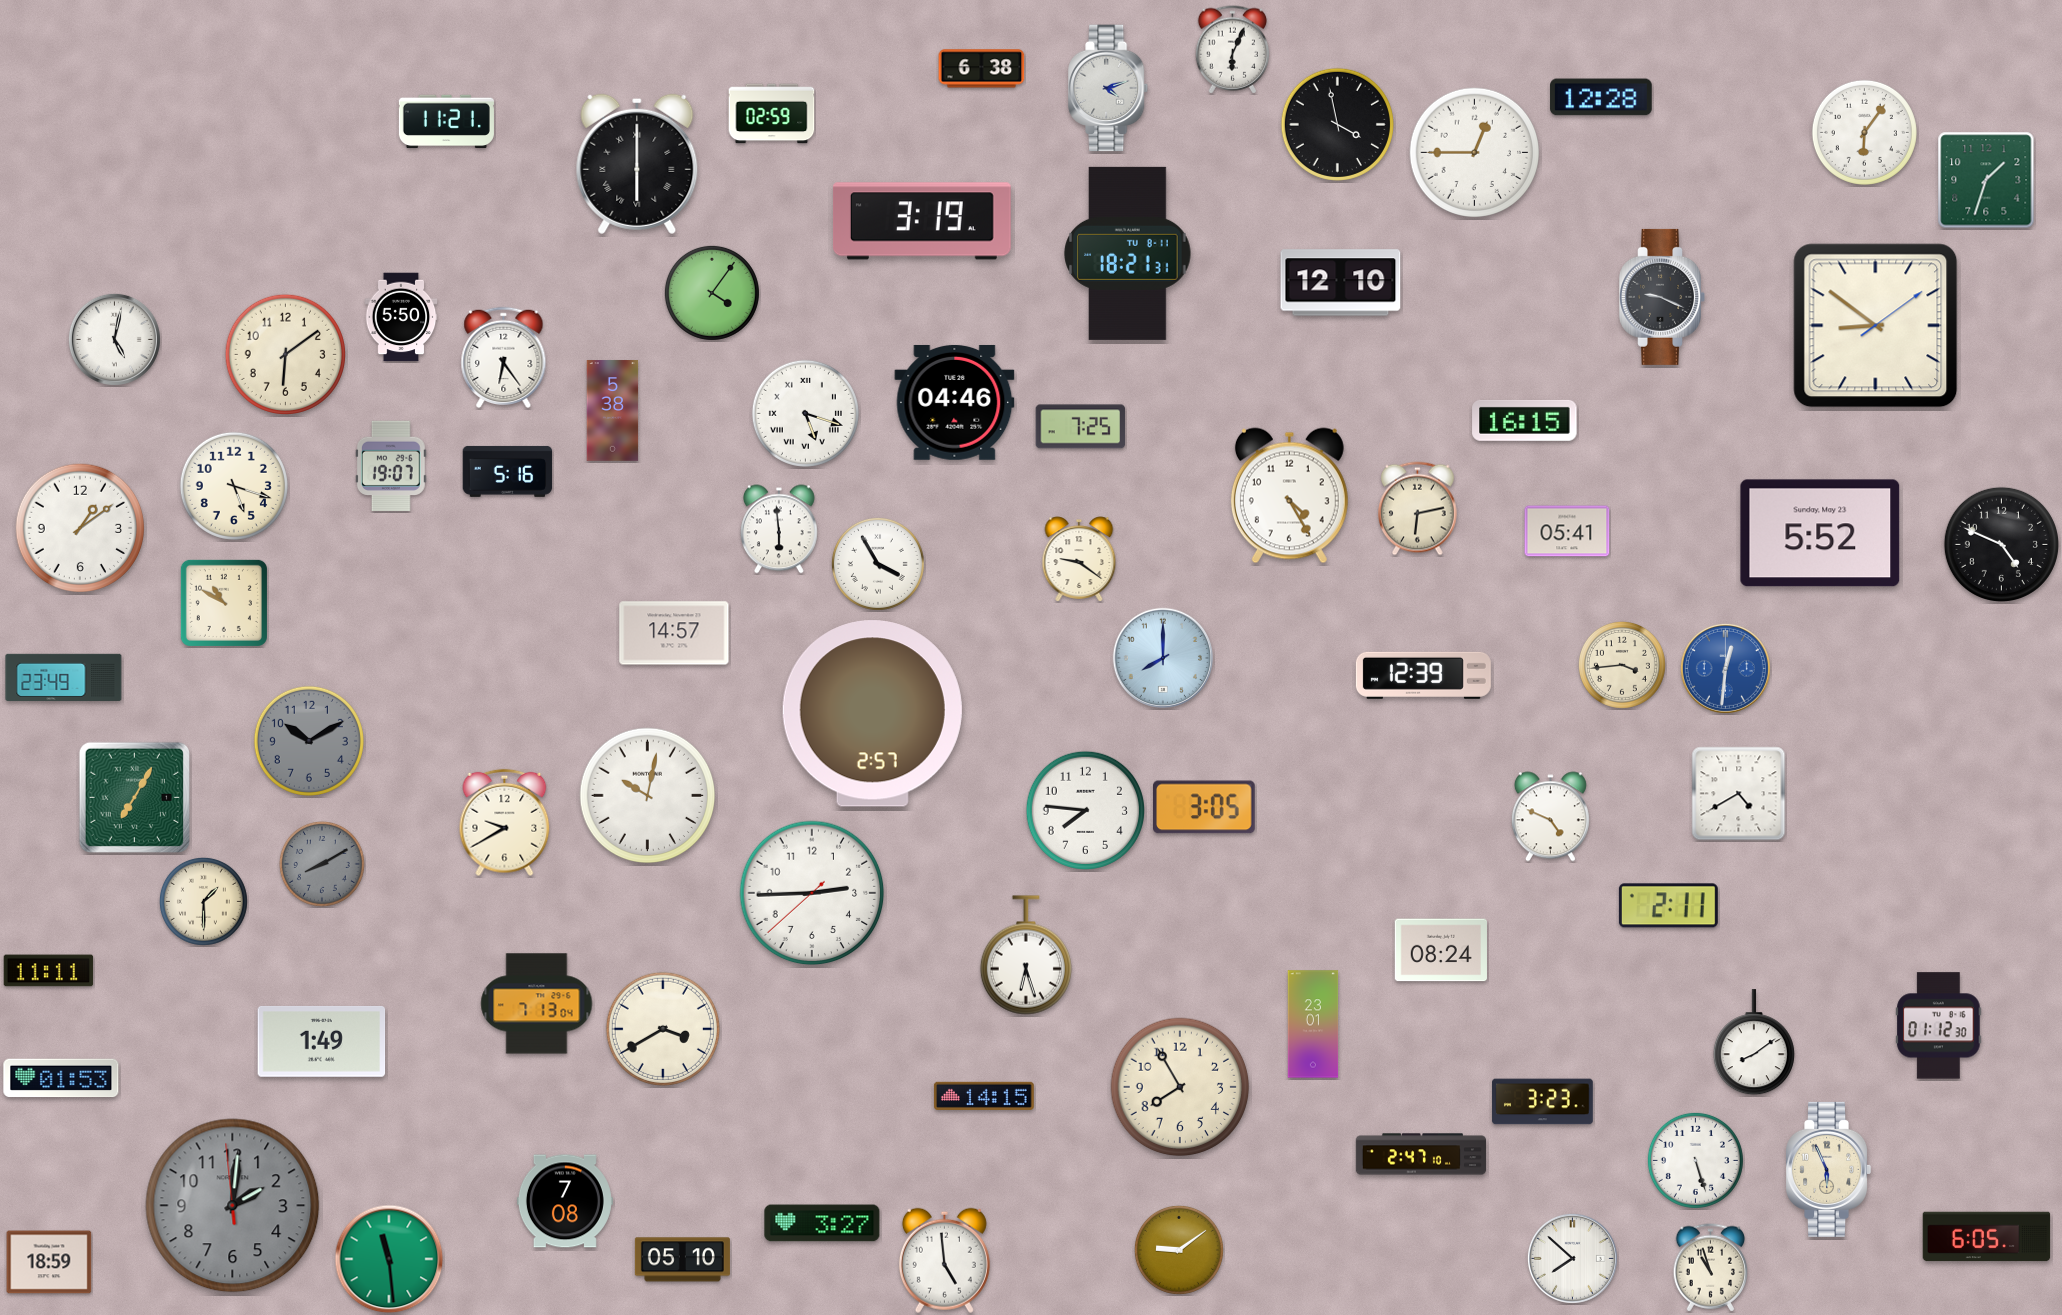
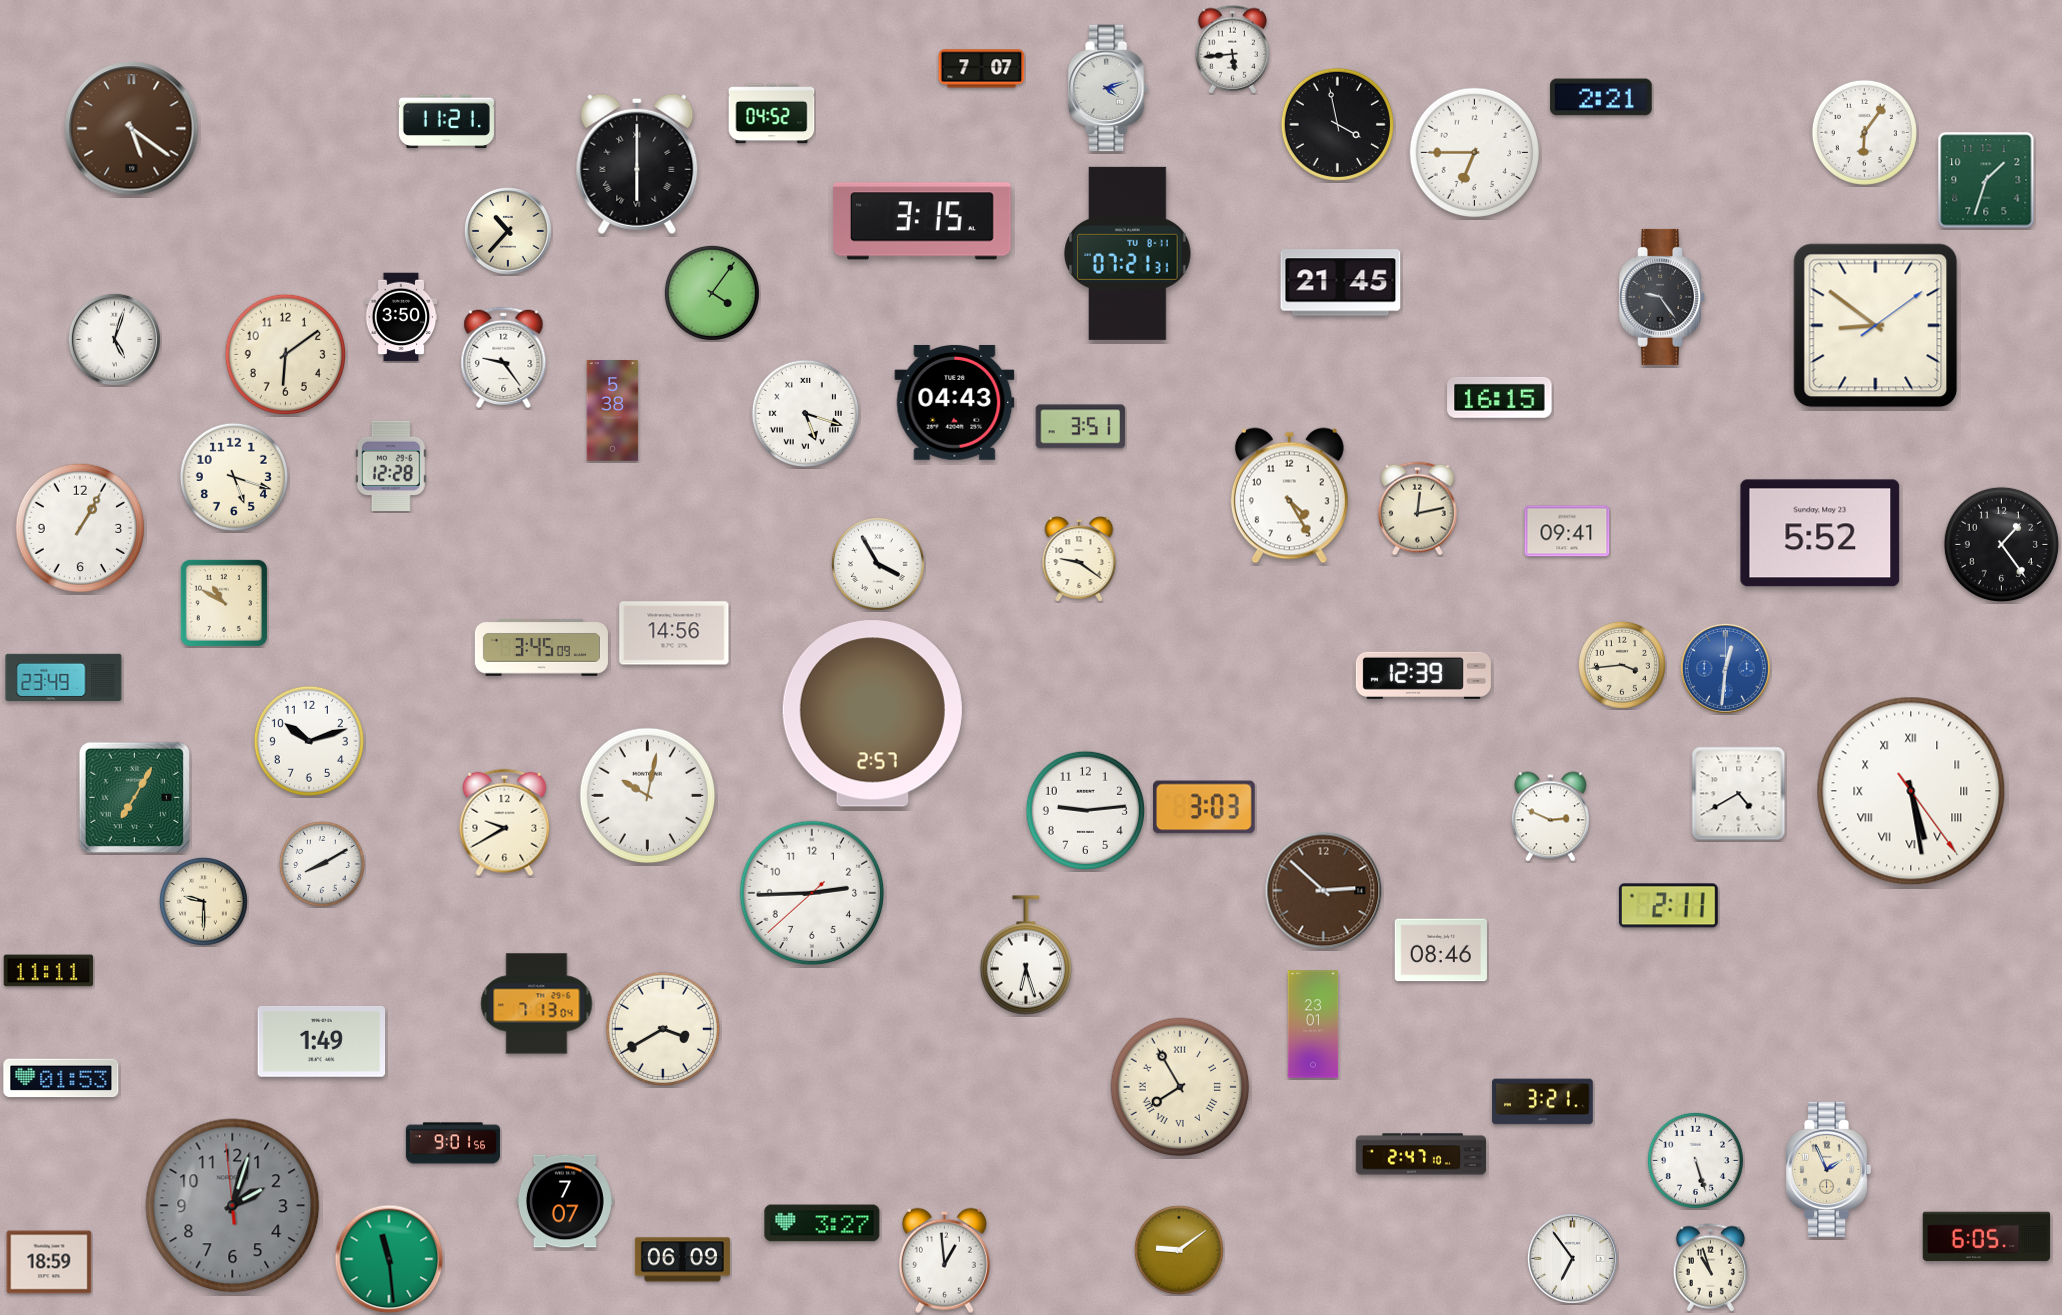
clock at (1233, 50): 6:04 -> 5:44
clock at (982, 69): 6:38 -> 7:07
clock at (1601, 97): 12:28 -> 2:21
clock at (772, 114): 02:59 -> 04:52
clock at (132, 129): none -> 5:21
clock at (1475, 153): 12:45 -> 6:45
clock at (922, 221): 3:19 -> 3:15
clock at (509, 232): none -> 10:37
clock at (1128, 253): 18:21 -> 07:21
clock at (1341, 283): 12:10 -> 21:45
clock at (1662, 297): 9:19 -> 9:24
clock at (401, 317): 5:50 -> 3:50
clock at (114, 339): 5:02 -> 5:03
clock at (504, 357): 6:24 -> 9:24
clock at (955, 402): 04:46 -> 04:43
clock at (1525, 420) position: (1525, 420) -> (1500, 397)
clock at (1081, 427): 7:25 -> 3:51
clock at (391, 466): 19:07 -> 12:28
clock at (508, 471): 5:16 -> none
clock at (234, 486) position: (234, 486) -> (234, 477)
clock at (1418, 509): 6:13 -> 12:13
clock at (80, 528): 1:09 -> 1:05
clock at (779, 529): 5:59 -> none
clock at (1567, 531): 05:41 -> 09:41
clock at (2001, 544): 4:49 -> 1:24
clock at (674, 633): 14:57 -> 14:56
clock at (541, 648): none -> 3:45
clock at (1163, 658): 8:00 -> none
clock at (309, 741): 10:10 -> 10:12
clock at (309, 741) dial: grey -> white
clock at (1911, 791): none -> 5:28
clock at (1205, 807): 3:05 -> 3:03
clock at (1085, 810): 7:46 -> 9:14
clock at (1550, 817): 4:49 -> 2:49
clock at (322, 864) dial: grey -> white
clock at (1324, 891): none -> 2:52
clock at (203, 901): 1:30 -> 9:30
clock at (1440, 950): 08:24 -> 08:46
clock at (1939, 1026): 01:12 -> none
clock at (1754, 1043): 8:09 -> none
clock at (1180, 1087) numerals: Arabic -> Roman
clock at (984, 1096): 14:15 -> none
clock at (1543, 1102): 3:23 -> 3:21
clock at (453, 1143): none -> 9:01
clock at (1828, 1169): 5:56 -> 1:56
clock at (565, 1201): 7:08 -> 7:07
clock at (233, 1206): 2:00 -> 2:02
clock at (1572, 1258): 7:52 -> 6:54
clock at (682, 1260): 05:10 -> 06:09
clock at (944, 1260): 4:59 -> 12:59
